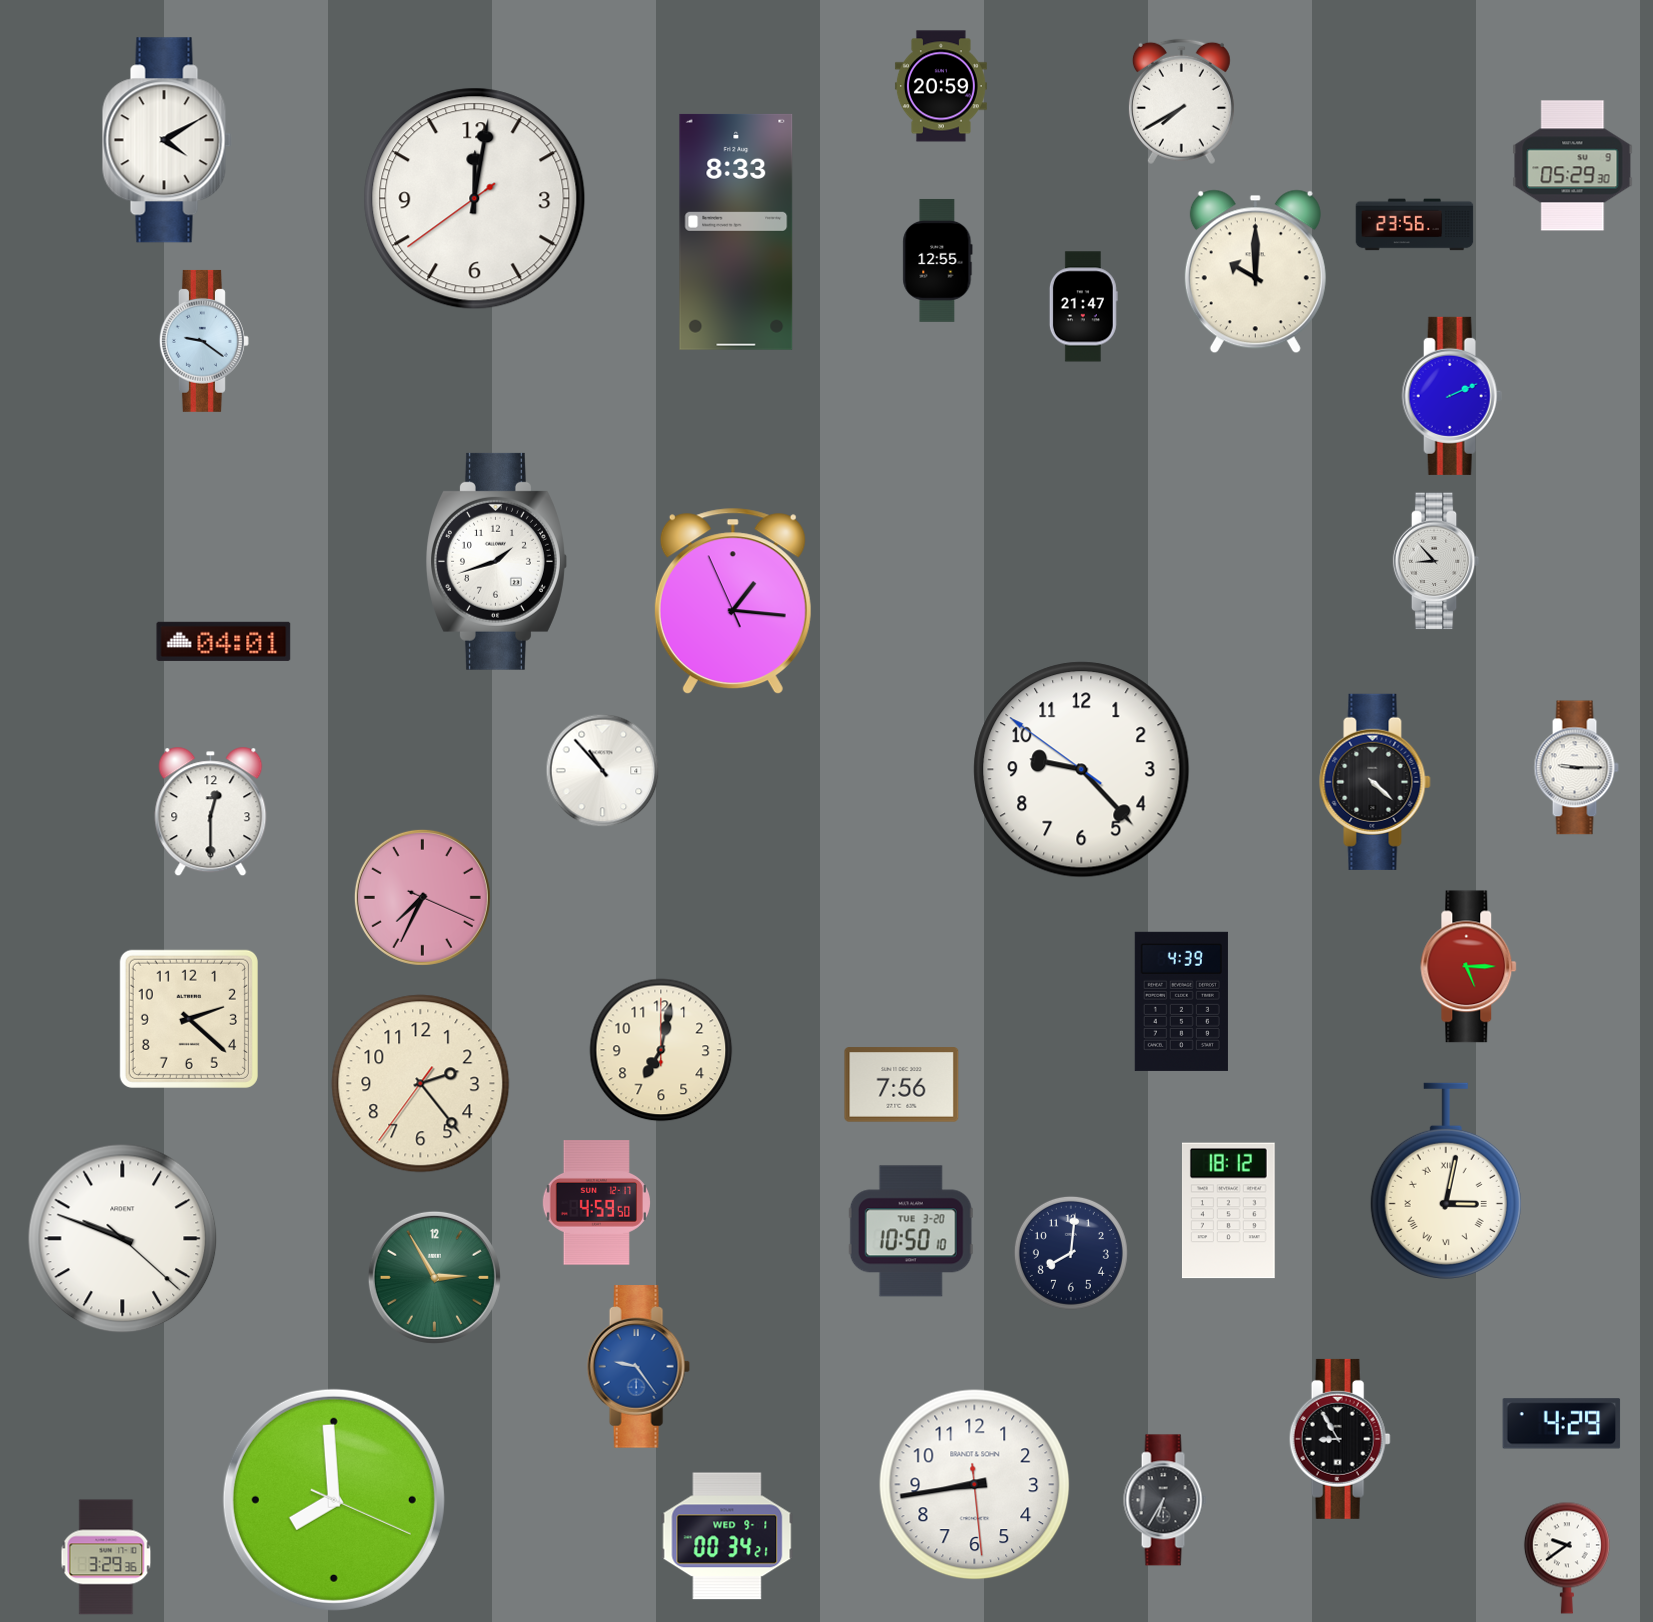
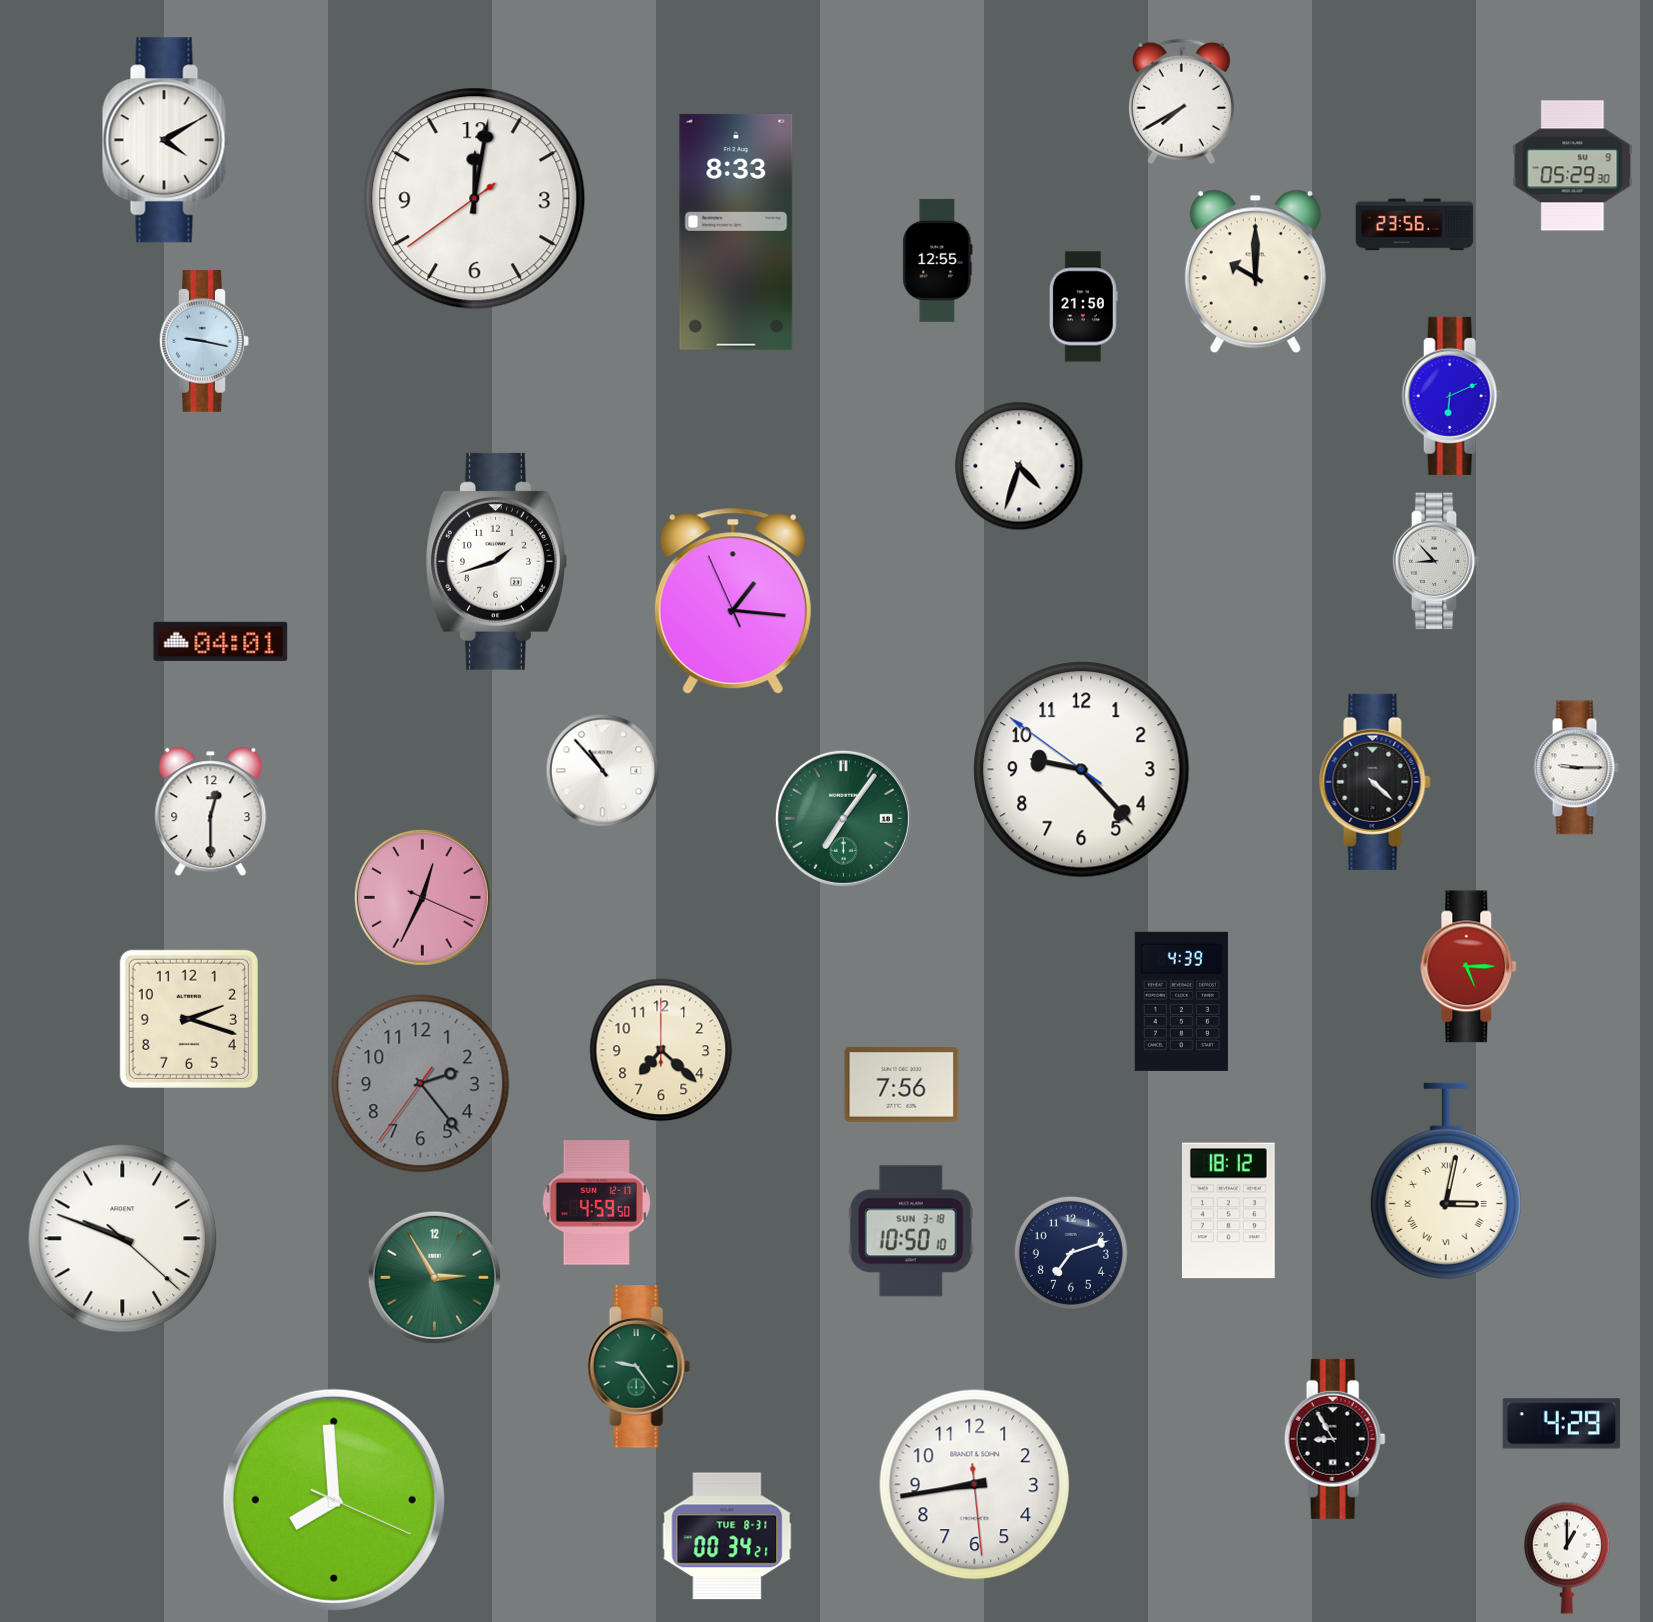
clock at (941, 86): 20:59 -> none
clock at (1083, 307): 21:47 -> 21:50
clock at (204, 341): 9:21 -> 9:17
clock at (1452, 396): 2:11 -> 6:11
clock at (1019, 466): none -> 4:33
clock at (224, 641) position: (224, 641) -> (221, 641)
clock at (843, 818): none -> 7:06
clock at (422, 897): 7:34 -> 12:34
clock at (189, 1019): 2:22 -> 2:18
clock at (661, 1050): 7:02 -> 7:22
clock at (421, 1084) dial: cream -> grey
clock at (911, 1231) date: TUE 3-20 -> SUN 3-18
clock at (1071, 1253): 8:01 -> 7:12
clock at (638, 1367) dial: blue -> green
clock at (1340, 1439) position: (1340, 1439) -> (1335, 1439)
clock at (1165, 1500): 6:35 -> none
clock at (727, 1536) date: WED 9-1 -> TUE 8-31
clock at (106, 1557): 3:29 -> none
clock at (1567, 1558): 9:39 -> 1:00
